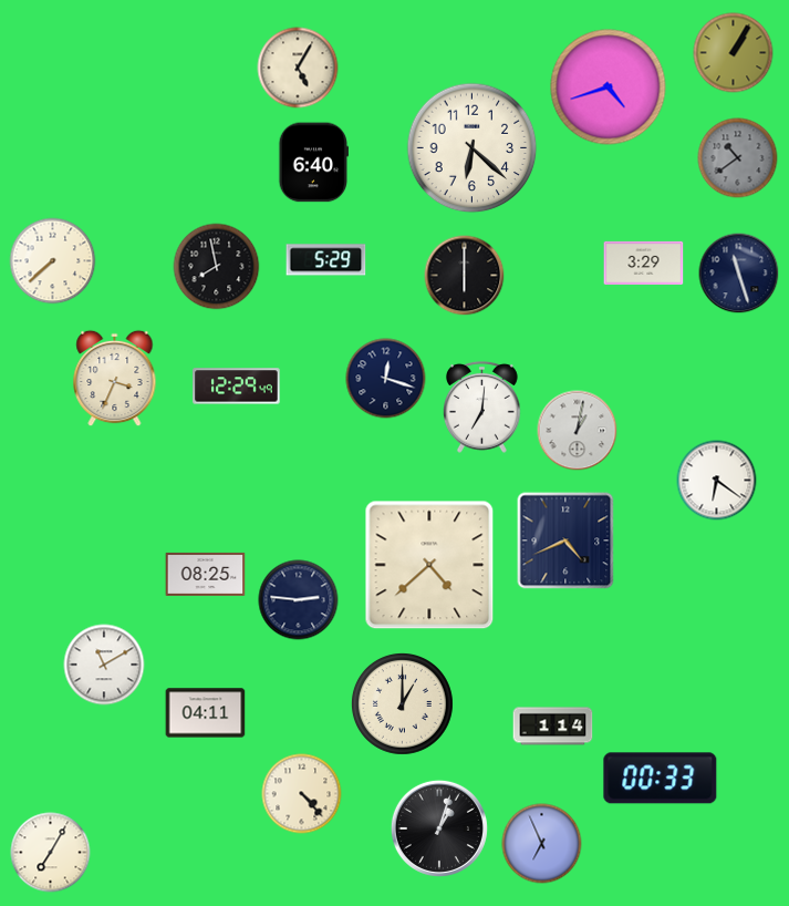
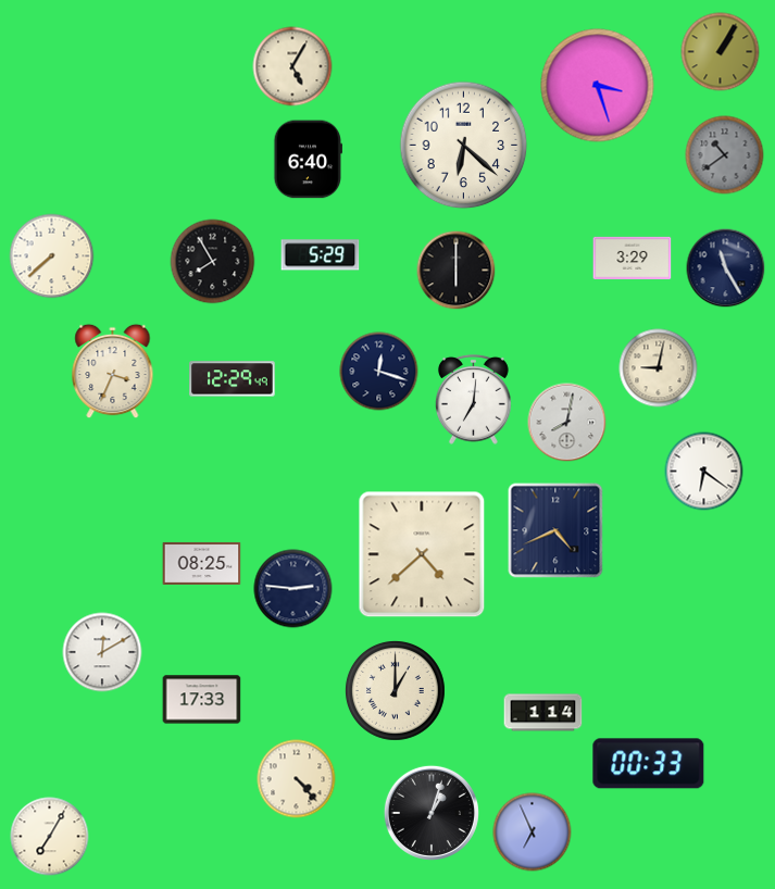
clock at (609, 87): 4:42 -> 3:27
clock at (217, 267): 7:58 -> 7:55
clock at (739, 274): 11:27 -> 11:25
clock at (659, 368): none -> 9:02
clock at (578, 431): 1:02 -> 8:02
clock at (104, 665): 11:10 -> 12:10
clock at (206, 713): 04:11 -> 17:33
clock at (542, 844) position: (542, 844) -> (533, 832)
